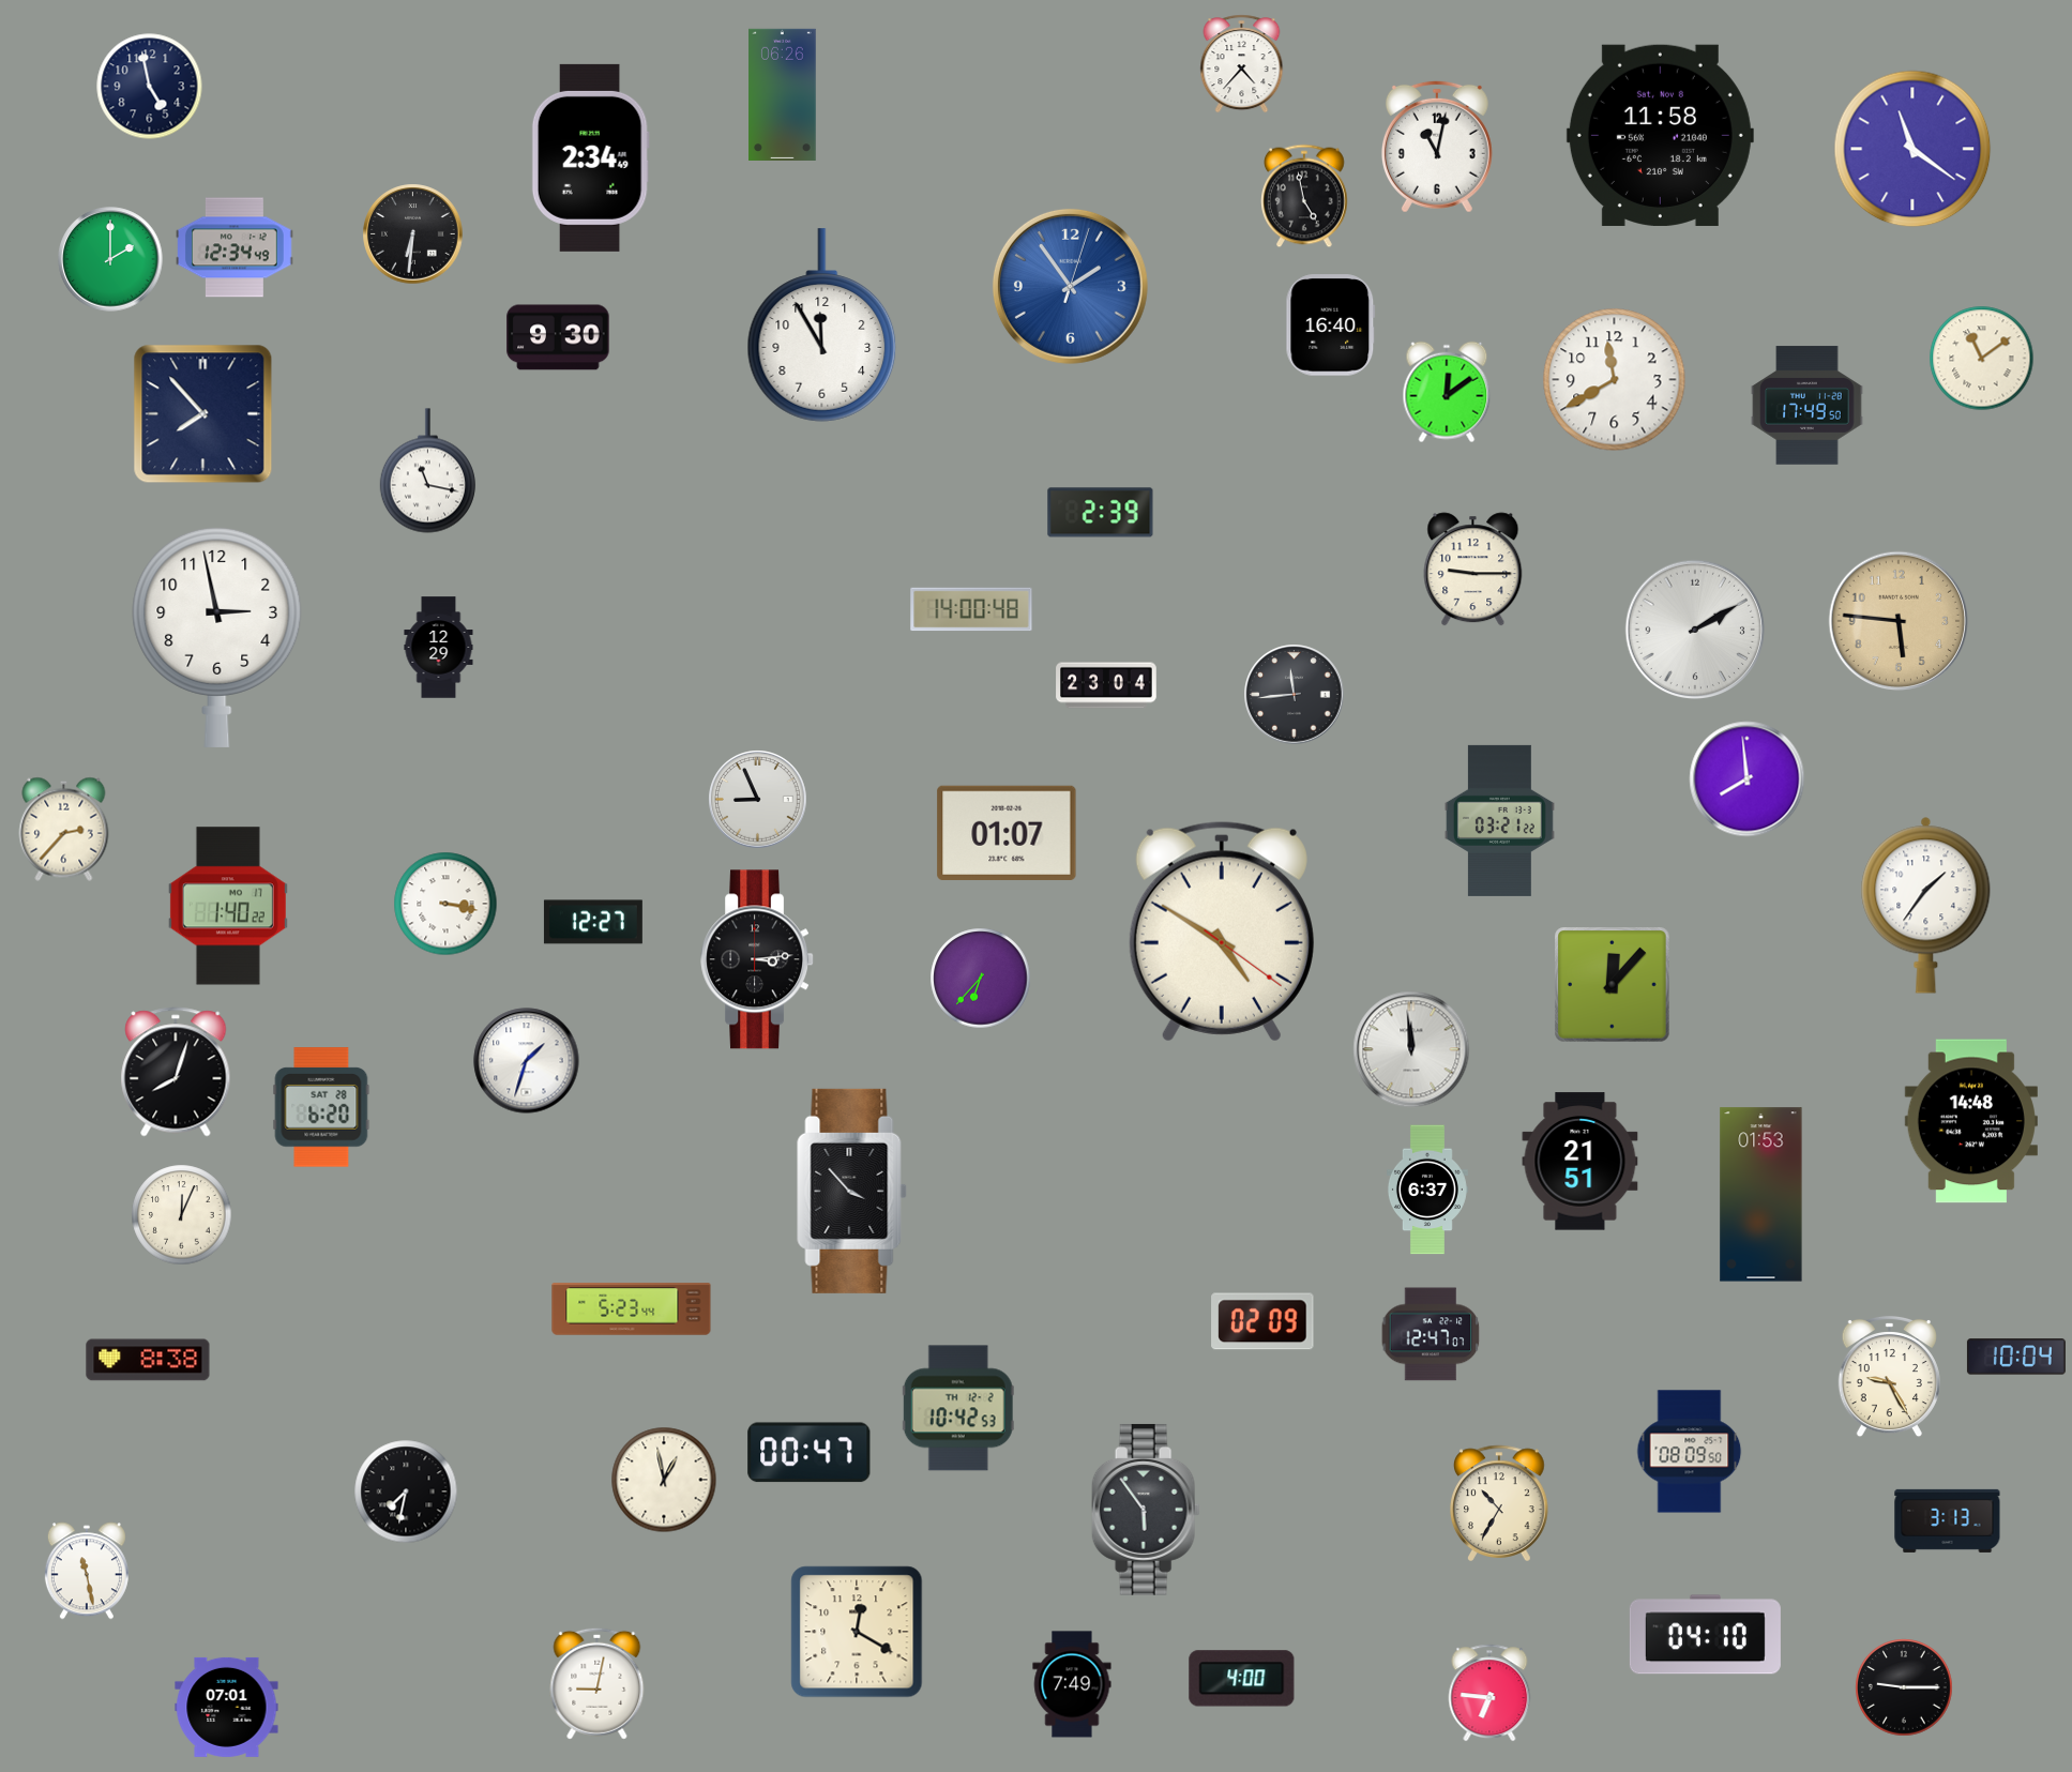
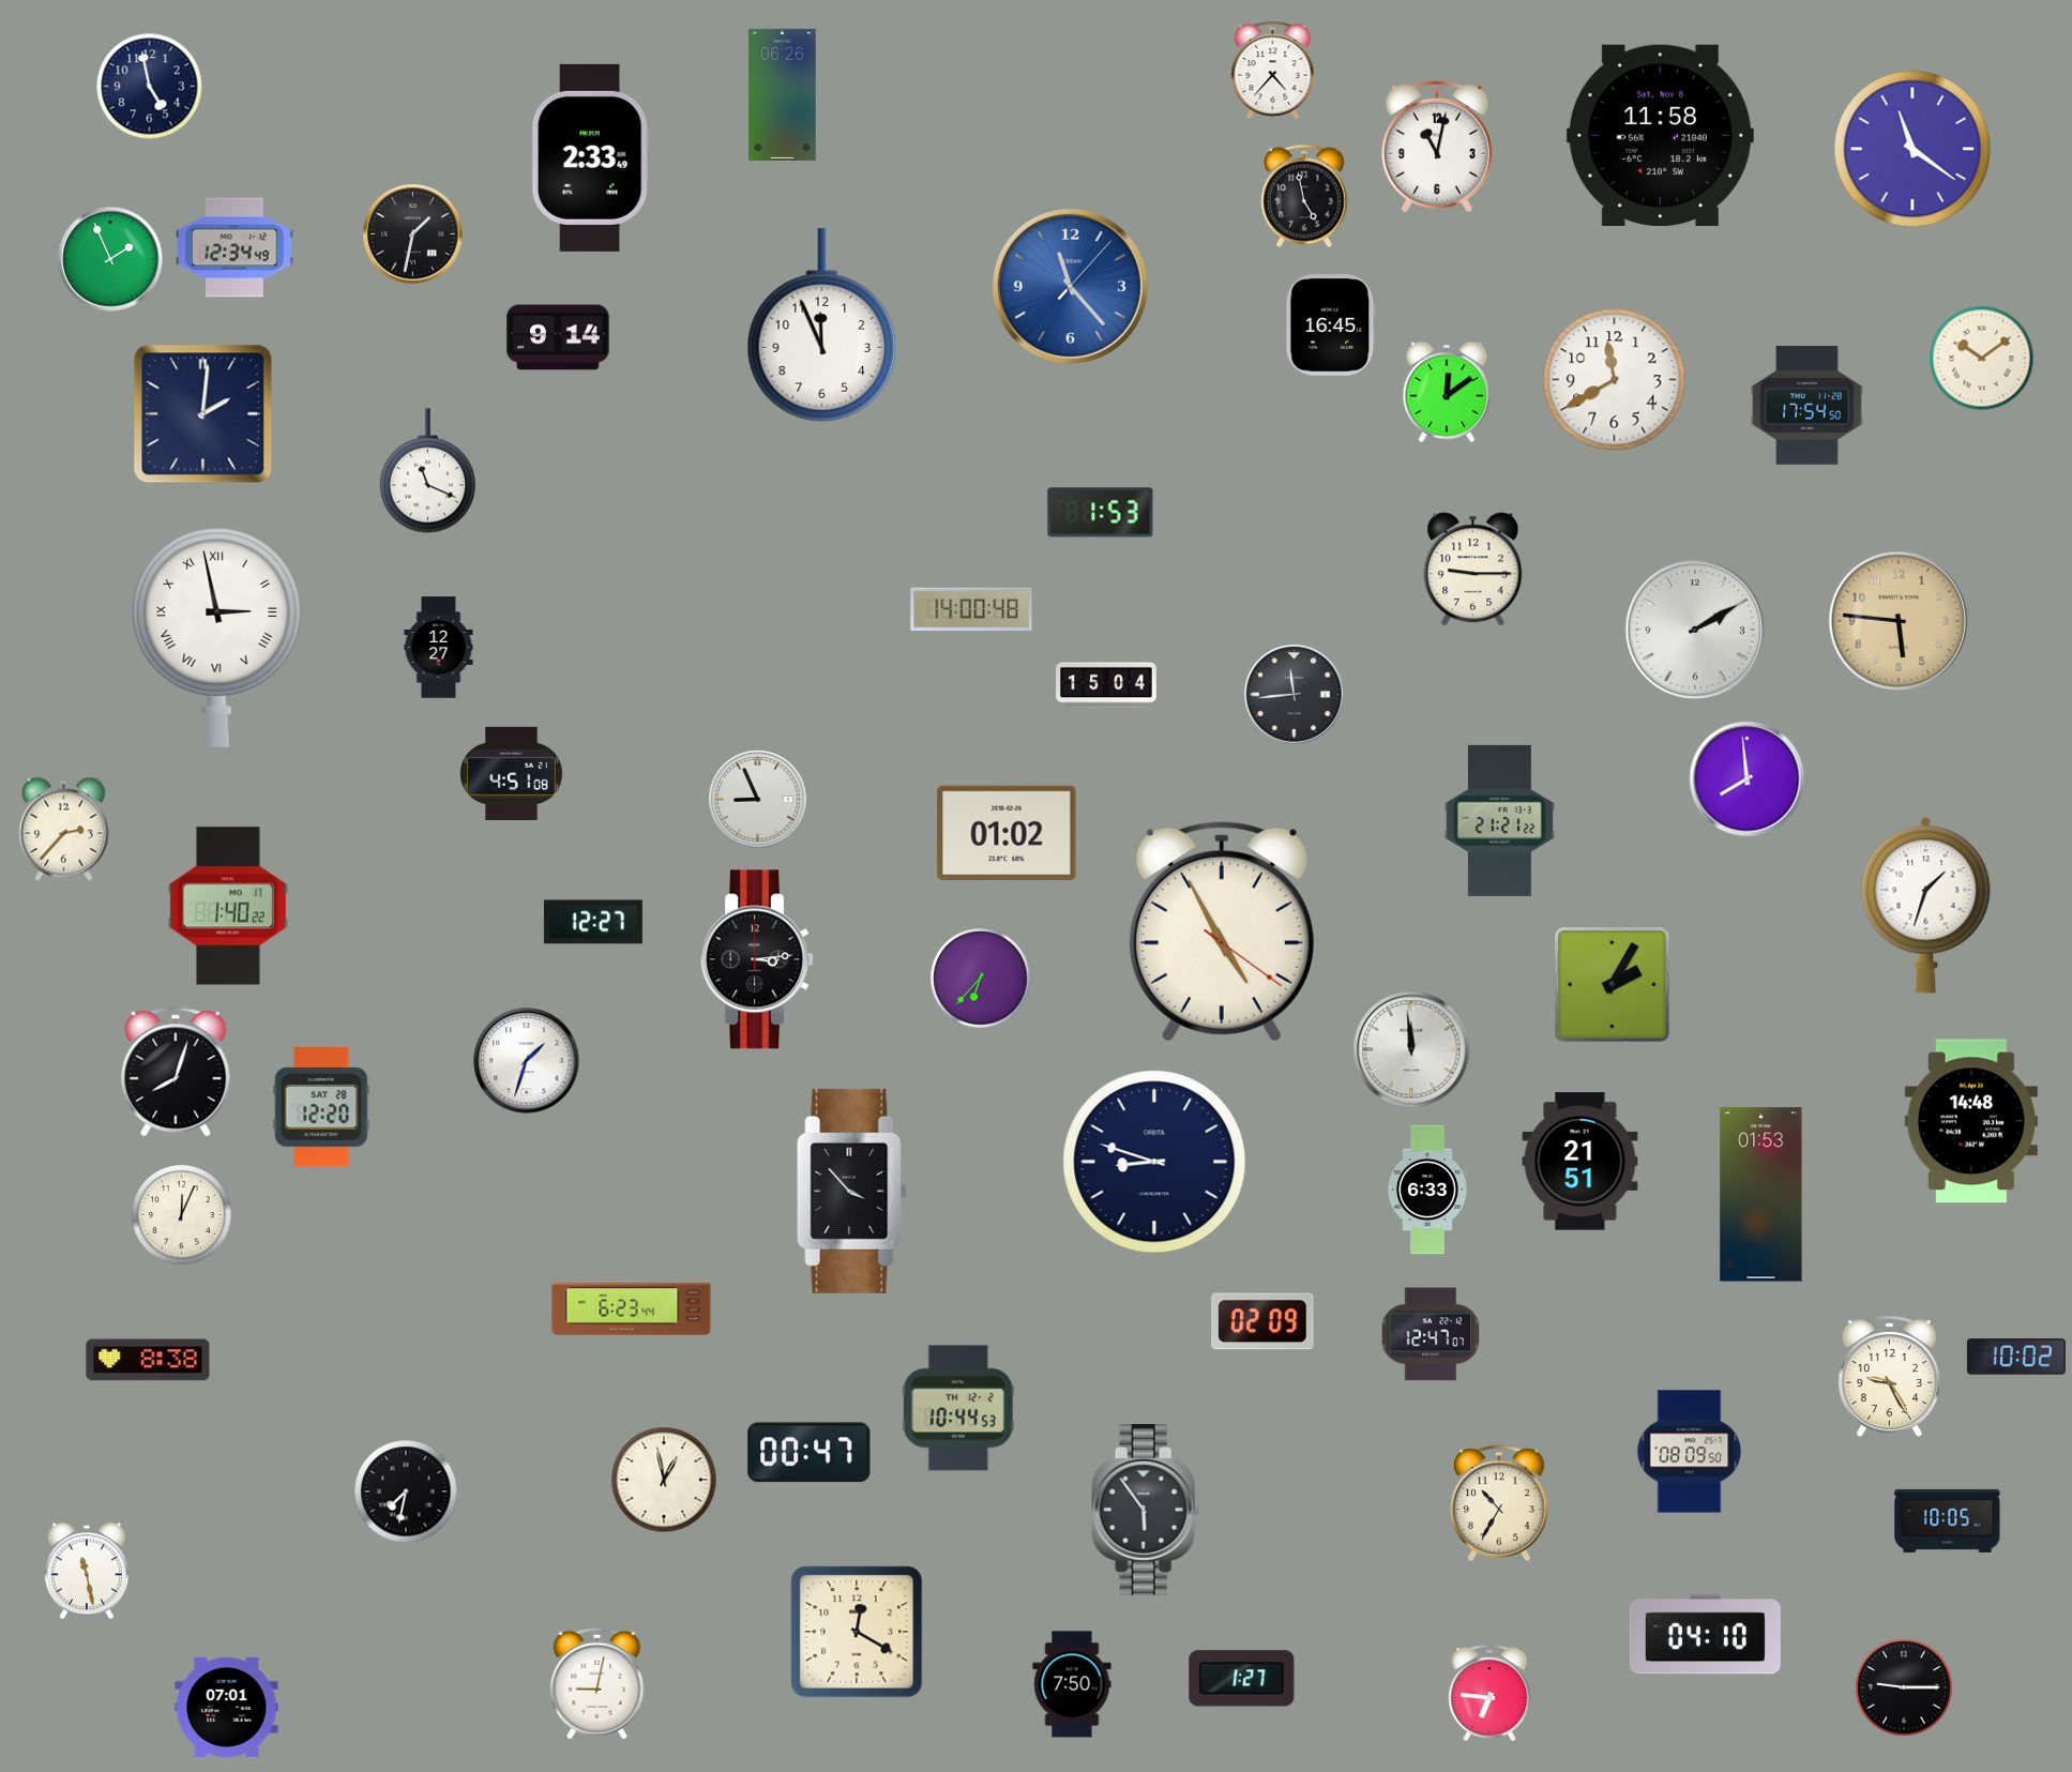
clock at (1242, 64) position: (1242, 64) -> (1273, 71)
clock at (590, 157): 2:34 -> 2:33
clock at (413, 234): 6:31 -> 1:32
clock at (110, 259): 2:00 -> 1:56
clock at (1070, 286): 1:54 -> 11:23
clock at (822, 325): 11:55 -> 11:56
clock at (1331, 325): 16:40 -> 16:45
clock at (558, 337): 9:30 -> 9:14
clock at (1982, 359): 11:09 -> 10:09
clock at (1808, 406): 17:49 -> 17:54
clock at (203, 414): 7:53 -> 2:01
clock at (427, 471): 11:17 -> 11:19
clock at (1101, 513): 2:39 -> 1:53
clock at (217, 637) numerals: Arabic -> Roman
clock at (439, 648): 12:29 -> 12:27
clock at (1106, 685): 23:04 -> 15:04
clock at (512, 773): none -> 4:51
clock at (1499, 820): 03:21 -> 21:21
clock at (1007, 833): 01:07 -> 01:02
clock at (445, 904): 3:17 -> none
clock at (1926, 905): 1:36 -> 1:33
clock at (1222, 932): 4:50 -> 4:55
clock at (1613, 985): 12:07 -> 2:05
clock at (321, 1107): 6:20 -> 12:20
clock at (1154, 1162): none -> 8:48
clock at (1427, 1190): 6:37 -> 6:33
clock at (632, 1309): 5:23 -> 6:23
clock at (2016, 1357): 10:04 -> 10:02
clock at (958, 1408): 10:42 -> 10:44
clock at (1948, 1520): 3:13 -> 10:05
clock at (1242, 1679): 4:00 -> 1:27
clock at (1072, 1684): 7:49 -> 7:50
